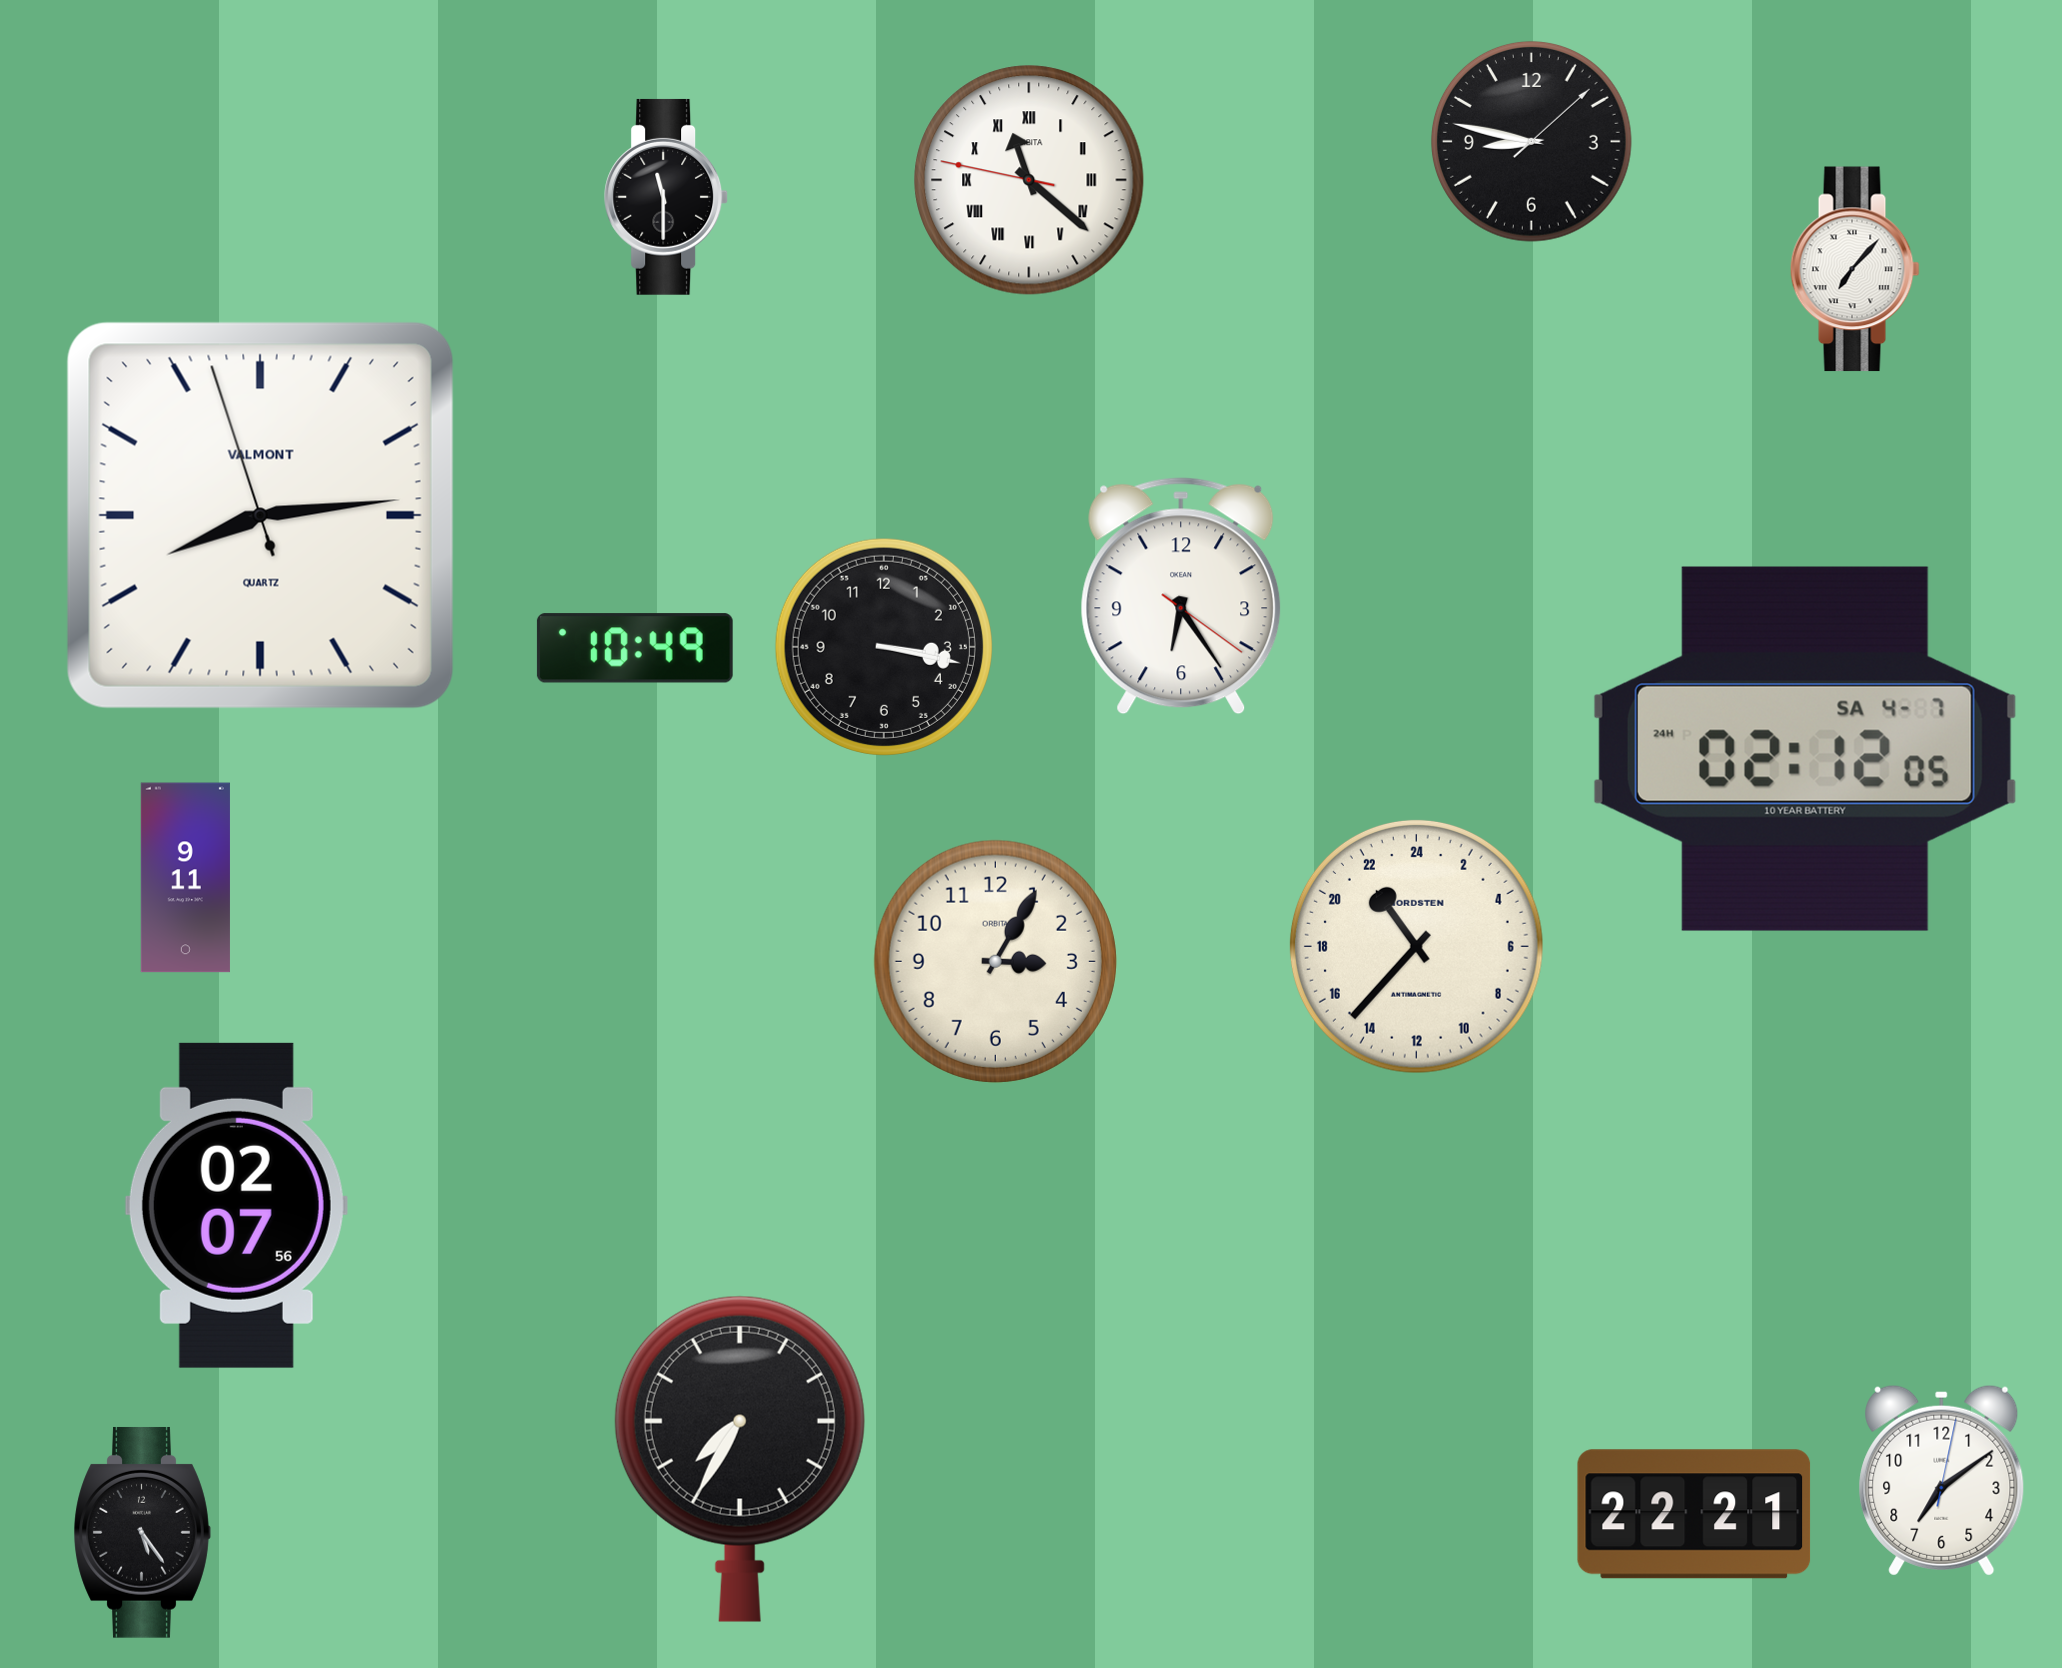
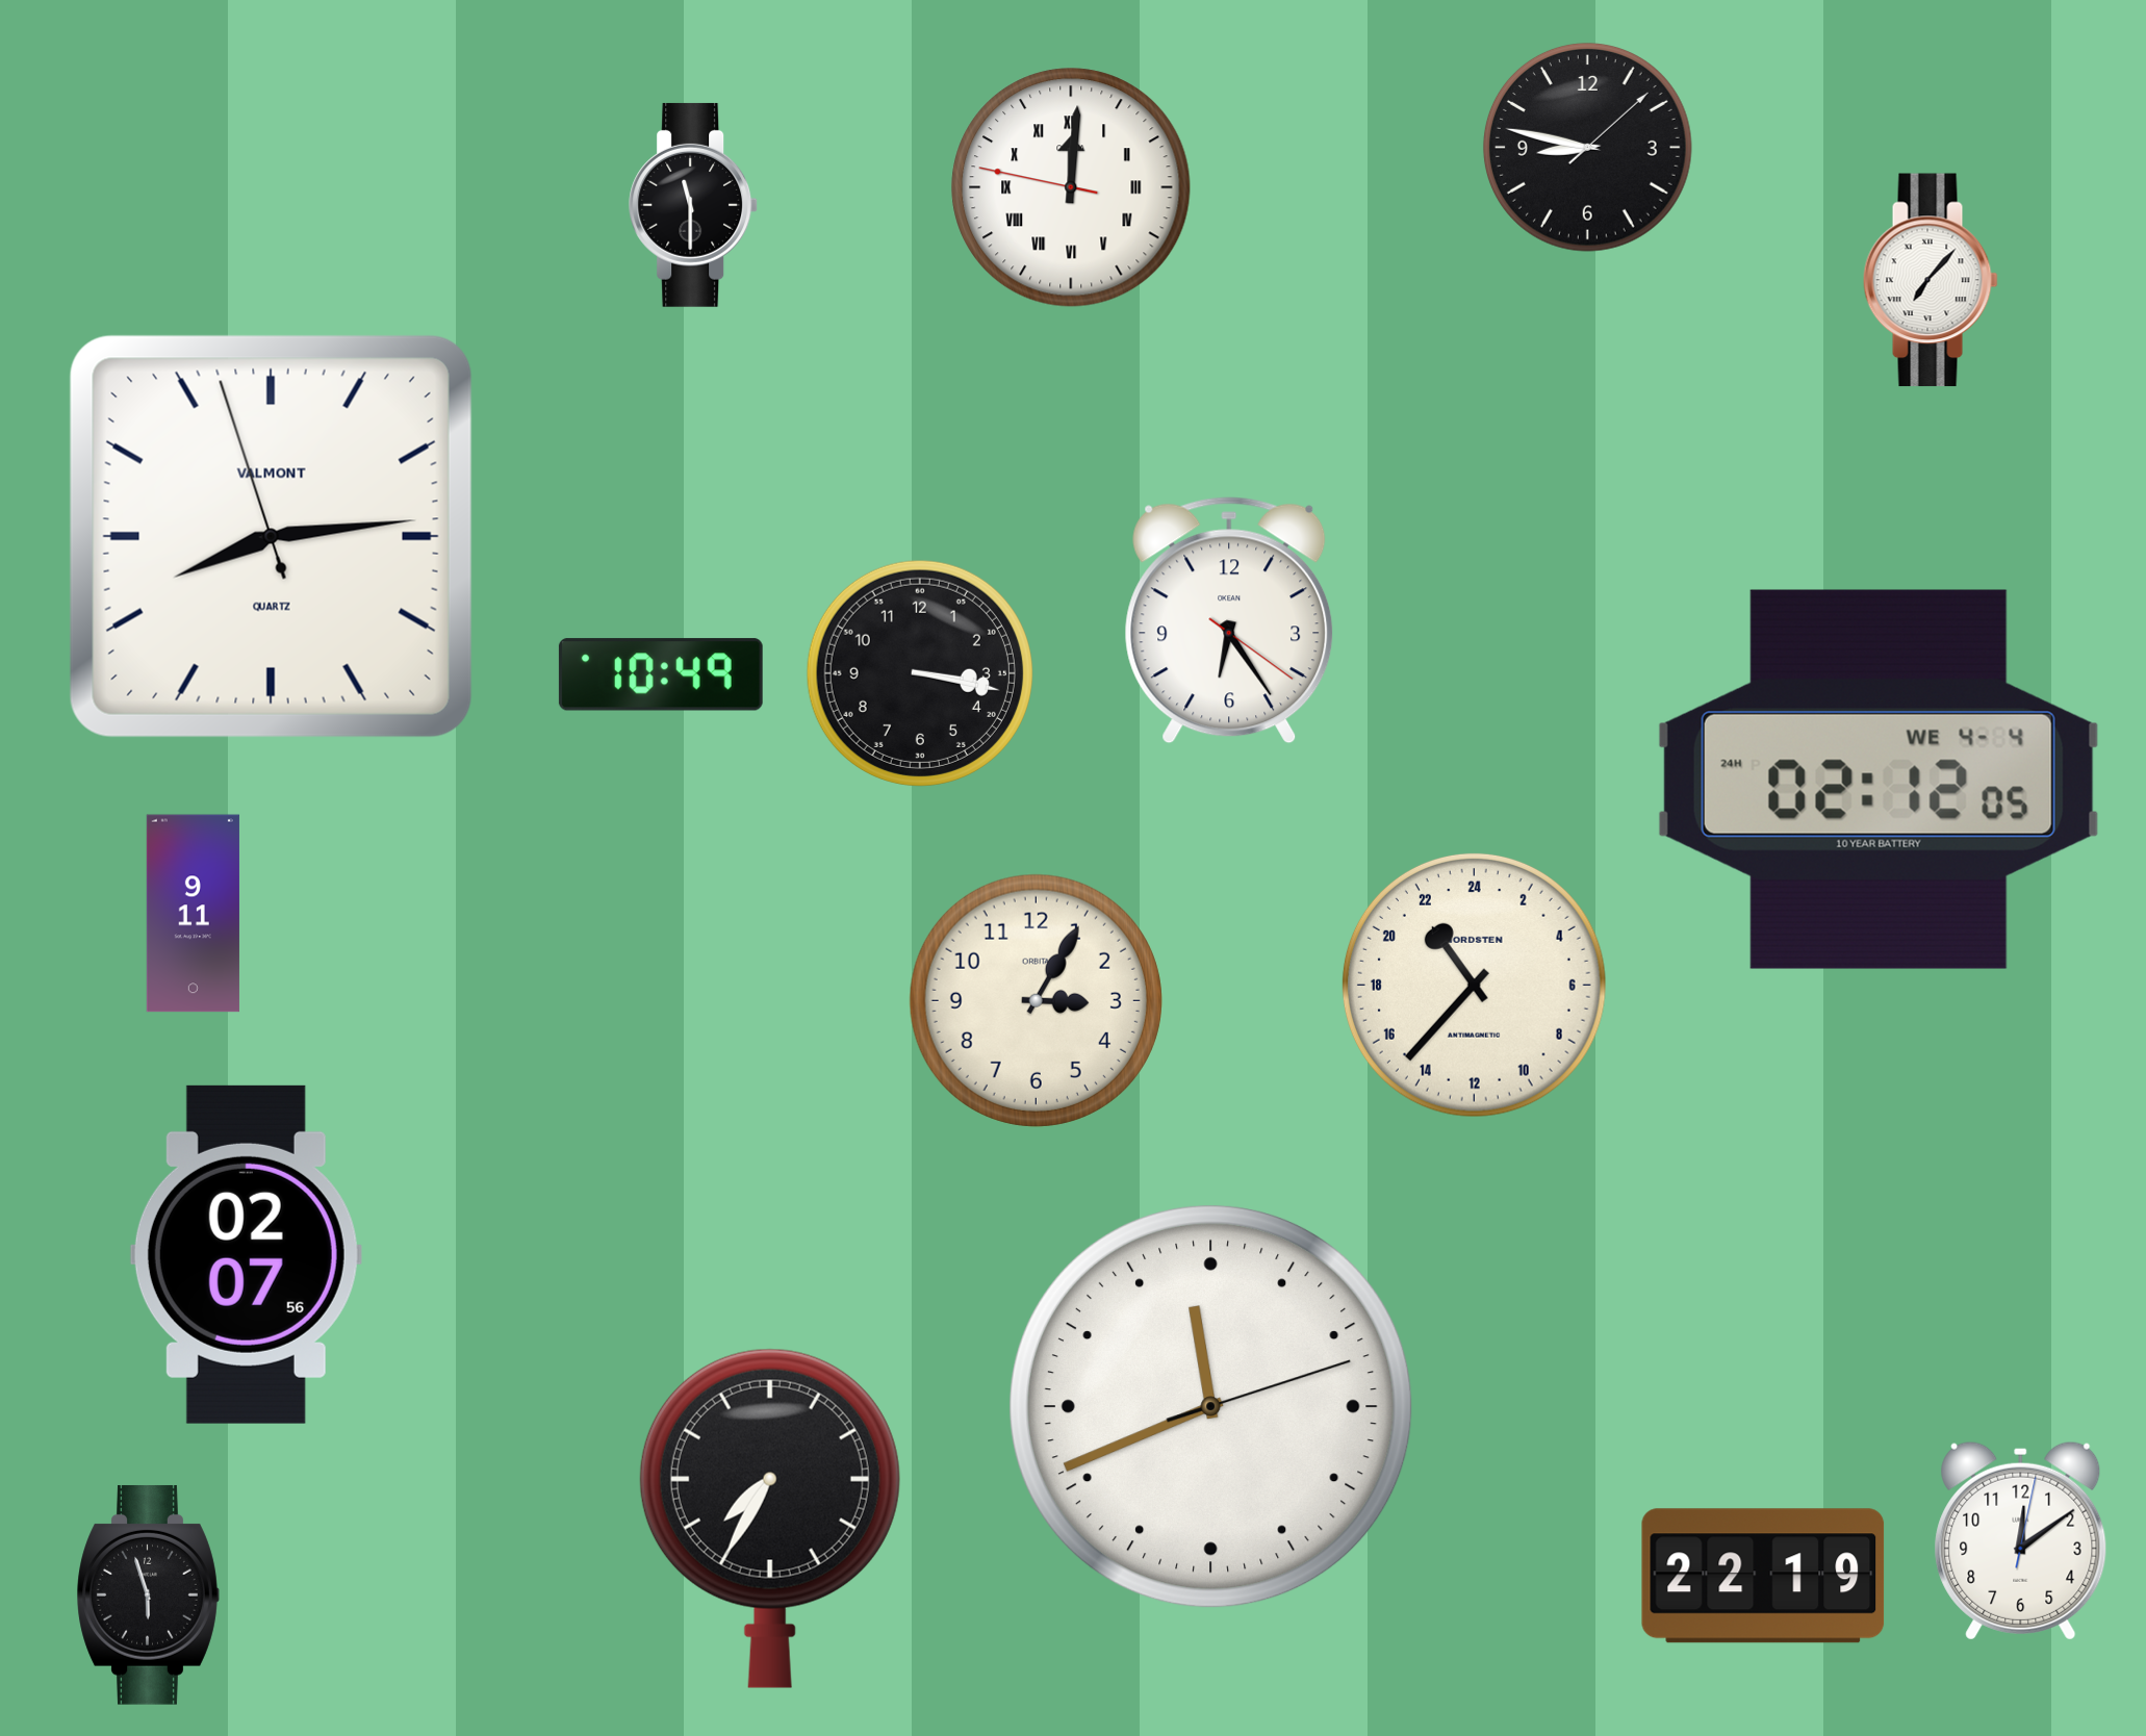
clock at (1532, 142) position: (1532, 142) -> (1588, 148)
clock at (1029, 180): 11:21 -> 12:00
clock at (1805, 749) date: SA 4-7 -> WE 4-4
clock at (1210, 1406): none -> 11:41
clock at (1942, 1480): 7:09 -> 12:09
clock at (1694, 1514): 22:21 -> 22:19
clock at (142, 1532): 5:24 -> 5:57
